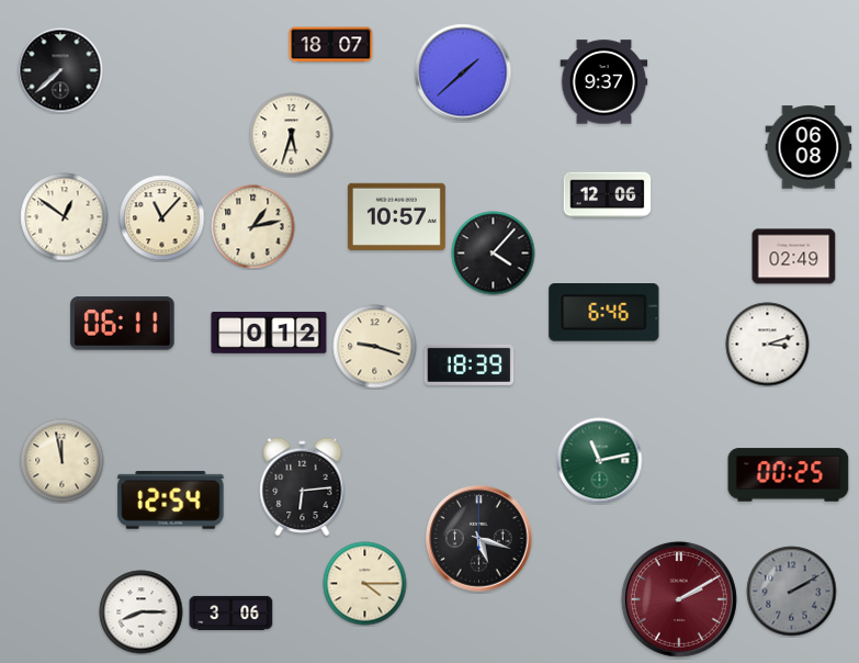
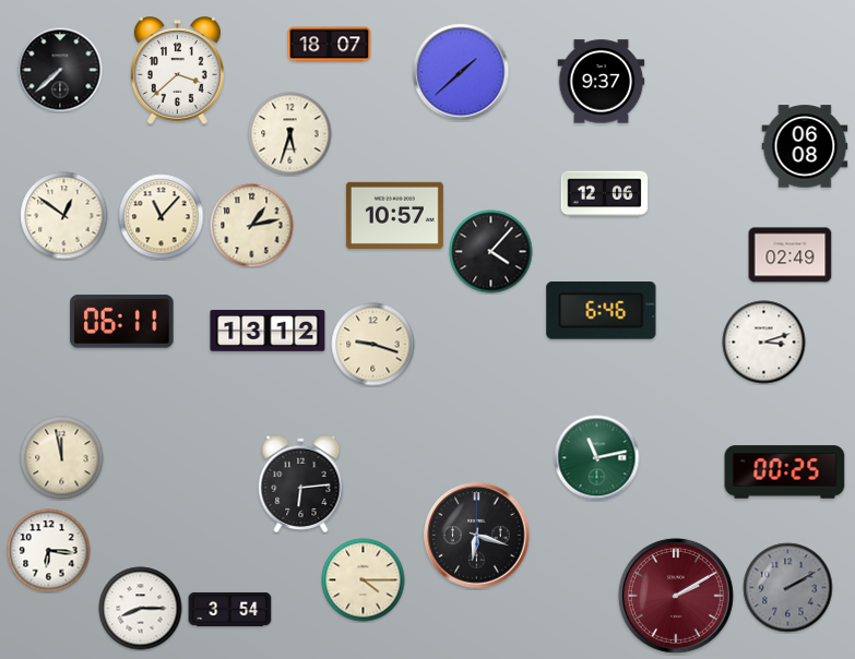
clock at (177, 71): none -> 3:38
clock at (269, 334): 0:12 -> 13:12
clock at (470, 364): 18:39 -> none
clock at (171, 501): 12:54 -> none
clock at (479, 539): 5:18 -> 6:18
clock at (49, 551): none -> 6:16
clock at (231, 613): 3:06 -> 3:54
